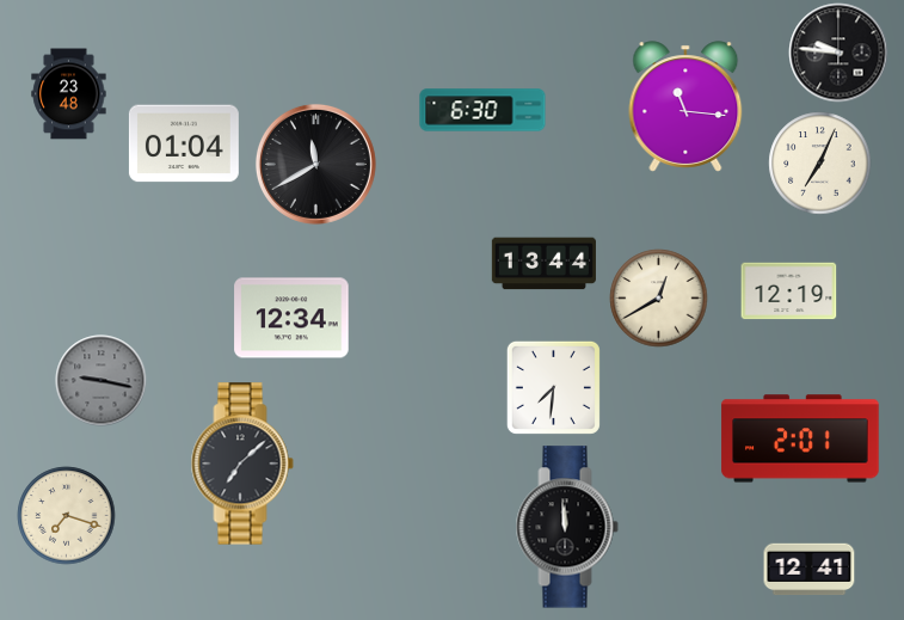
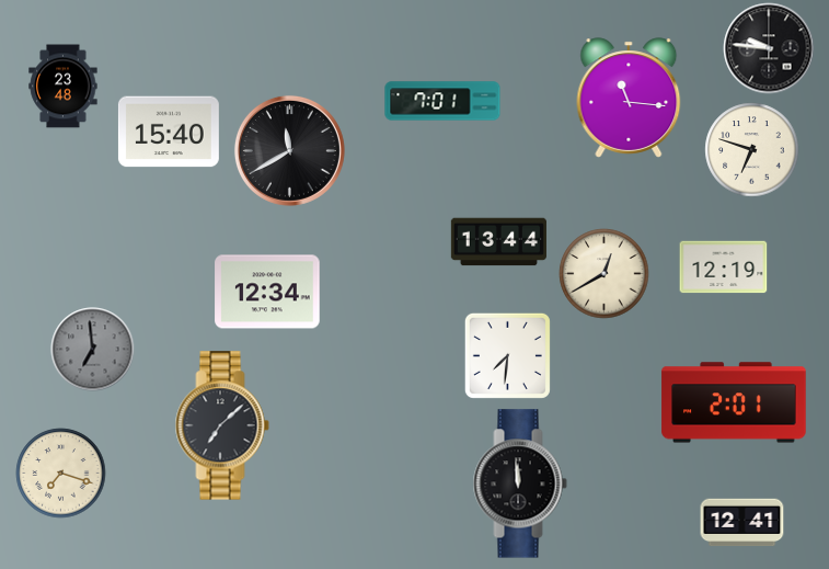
clock at (482, 110): 6:30 -> 7:01
clock at (184, 143): 01:04 -> 15:40
clock at (820, 164): 7:04 -> 6:48
clock at (102, 381): 9:17 -> 6:59
